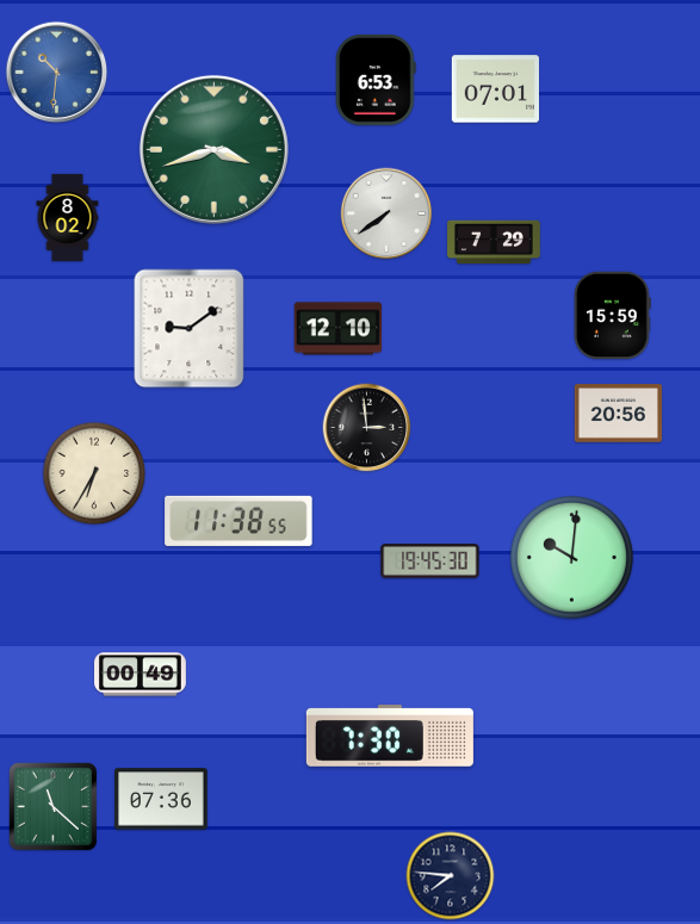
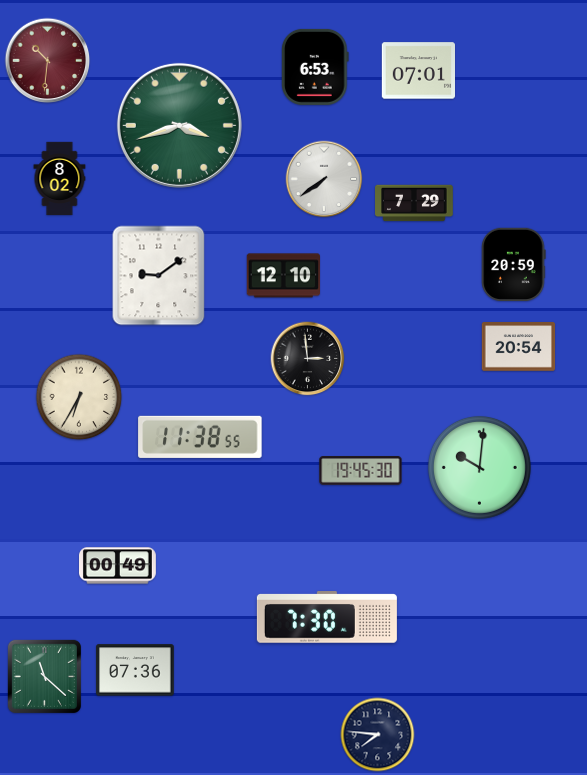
clock at (57, 73) dial: blue -> burgundy
clock at (495, 89) position: (495, 89) -> (418, 71)
clock at (68, 218) position: (68, 218) -> (60, 179)
clock at (613, 315): 15:59 -> 20:59
clock at (619, 414): 20:56 -> 20:54
